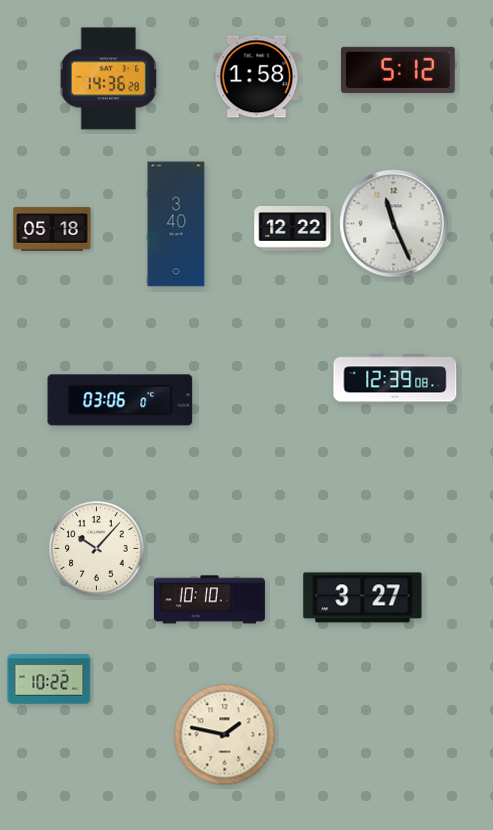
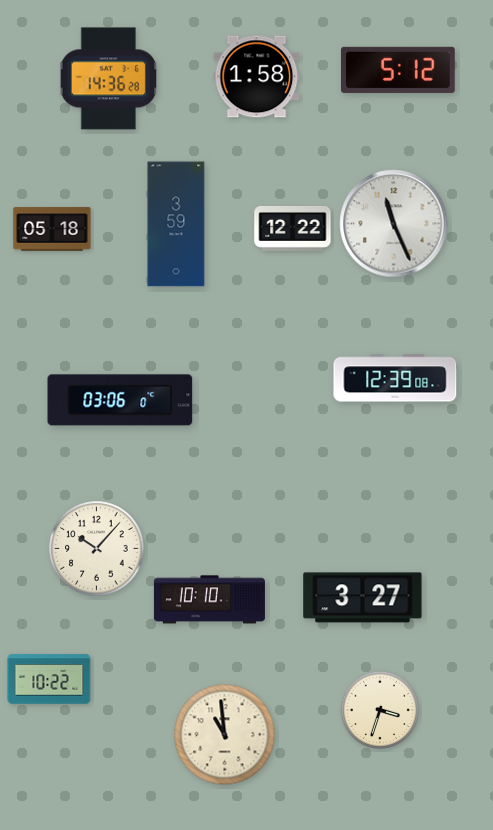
clock at (176, 224): 3:40 -> 3:59
clock at (379, 709): none -> 3:33
clock at (225, 735): 1:47 -> 10:59
